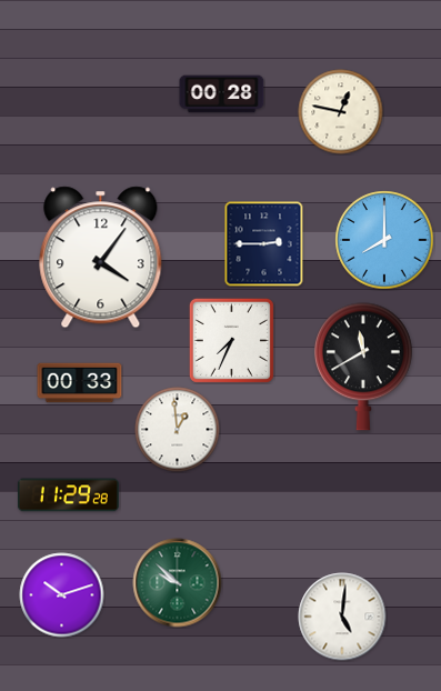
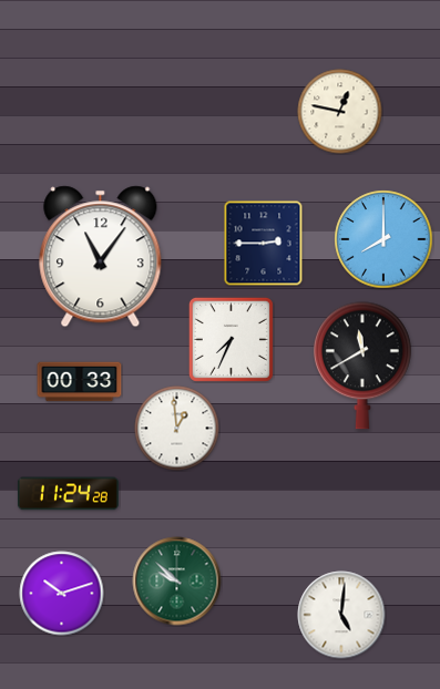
clock at (222, 94): 00:28 -> none
clock at (101, 258): 4:06 -> 11:06
clock at (68, 495): 11:29 -> 11:24
